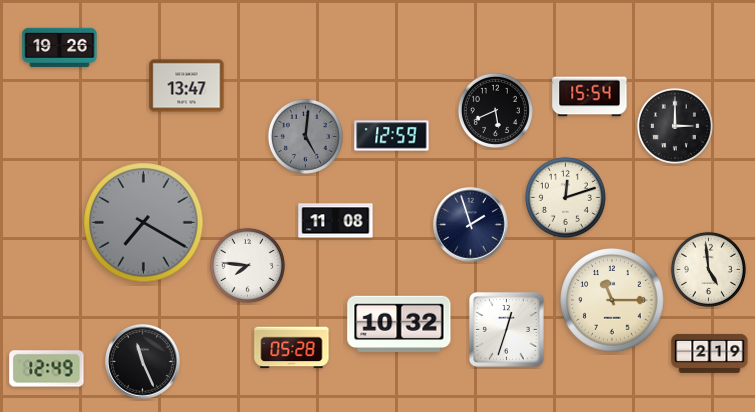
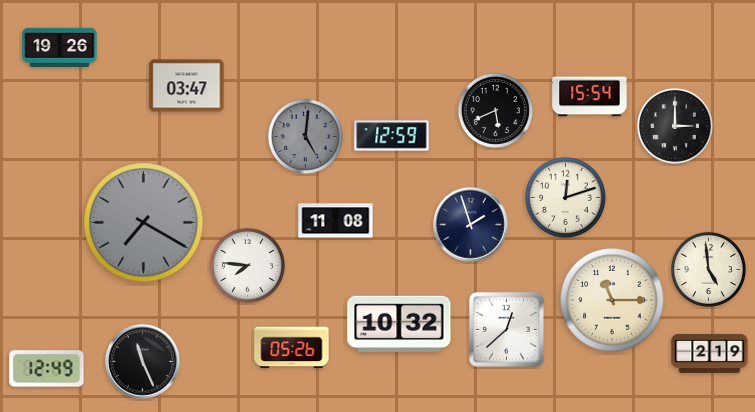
clock at (187, 86): 13:47 -> 03:47
clock at (506, 329): 12:33 -> 12:38
clock at (292, 348): 05:28 -> 05:26
